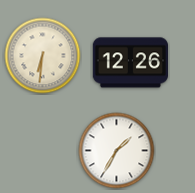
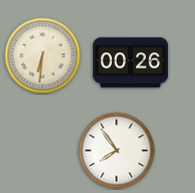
clock at (130, 63): 12:26 -> 00:26
clock at (117, 151): 1:35 -> 7:54
